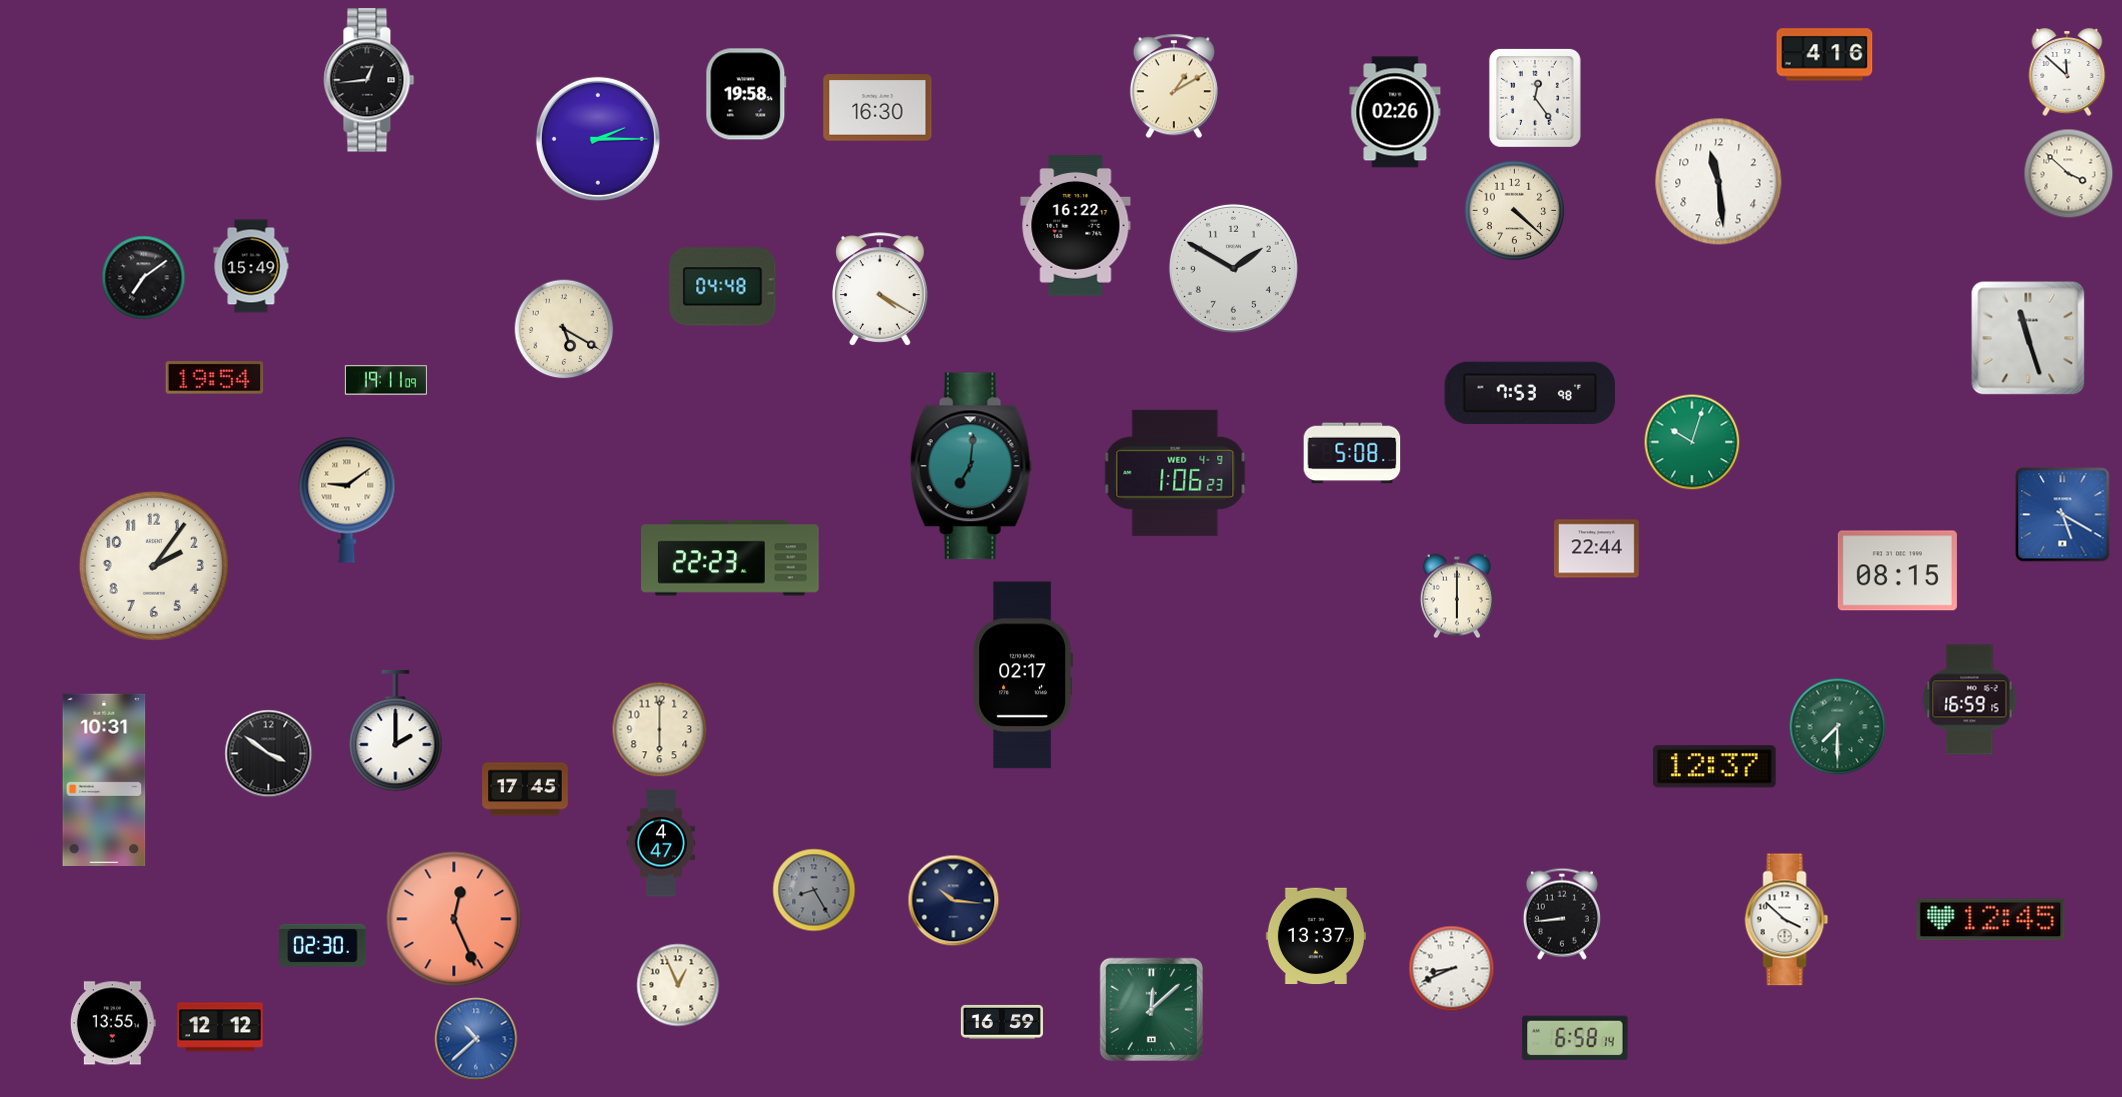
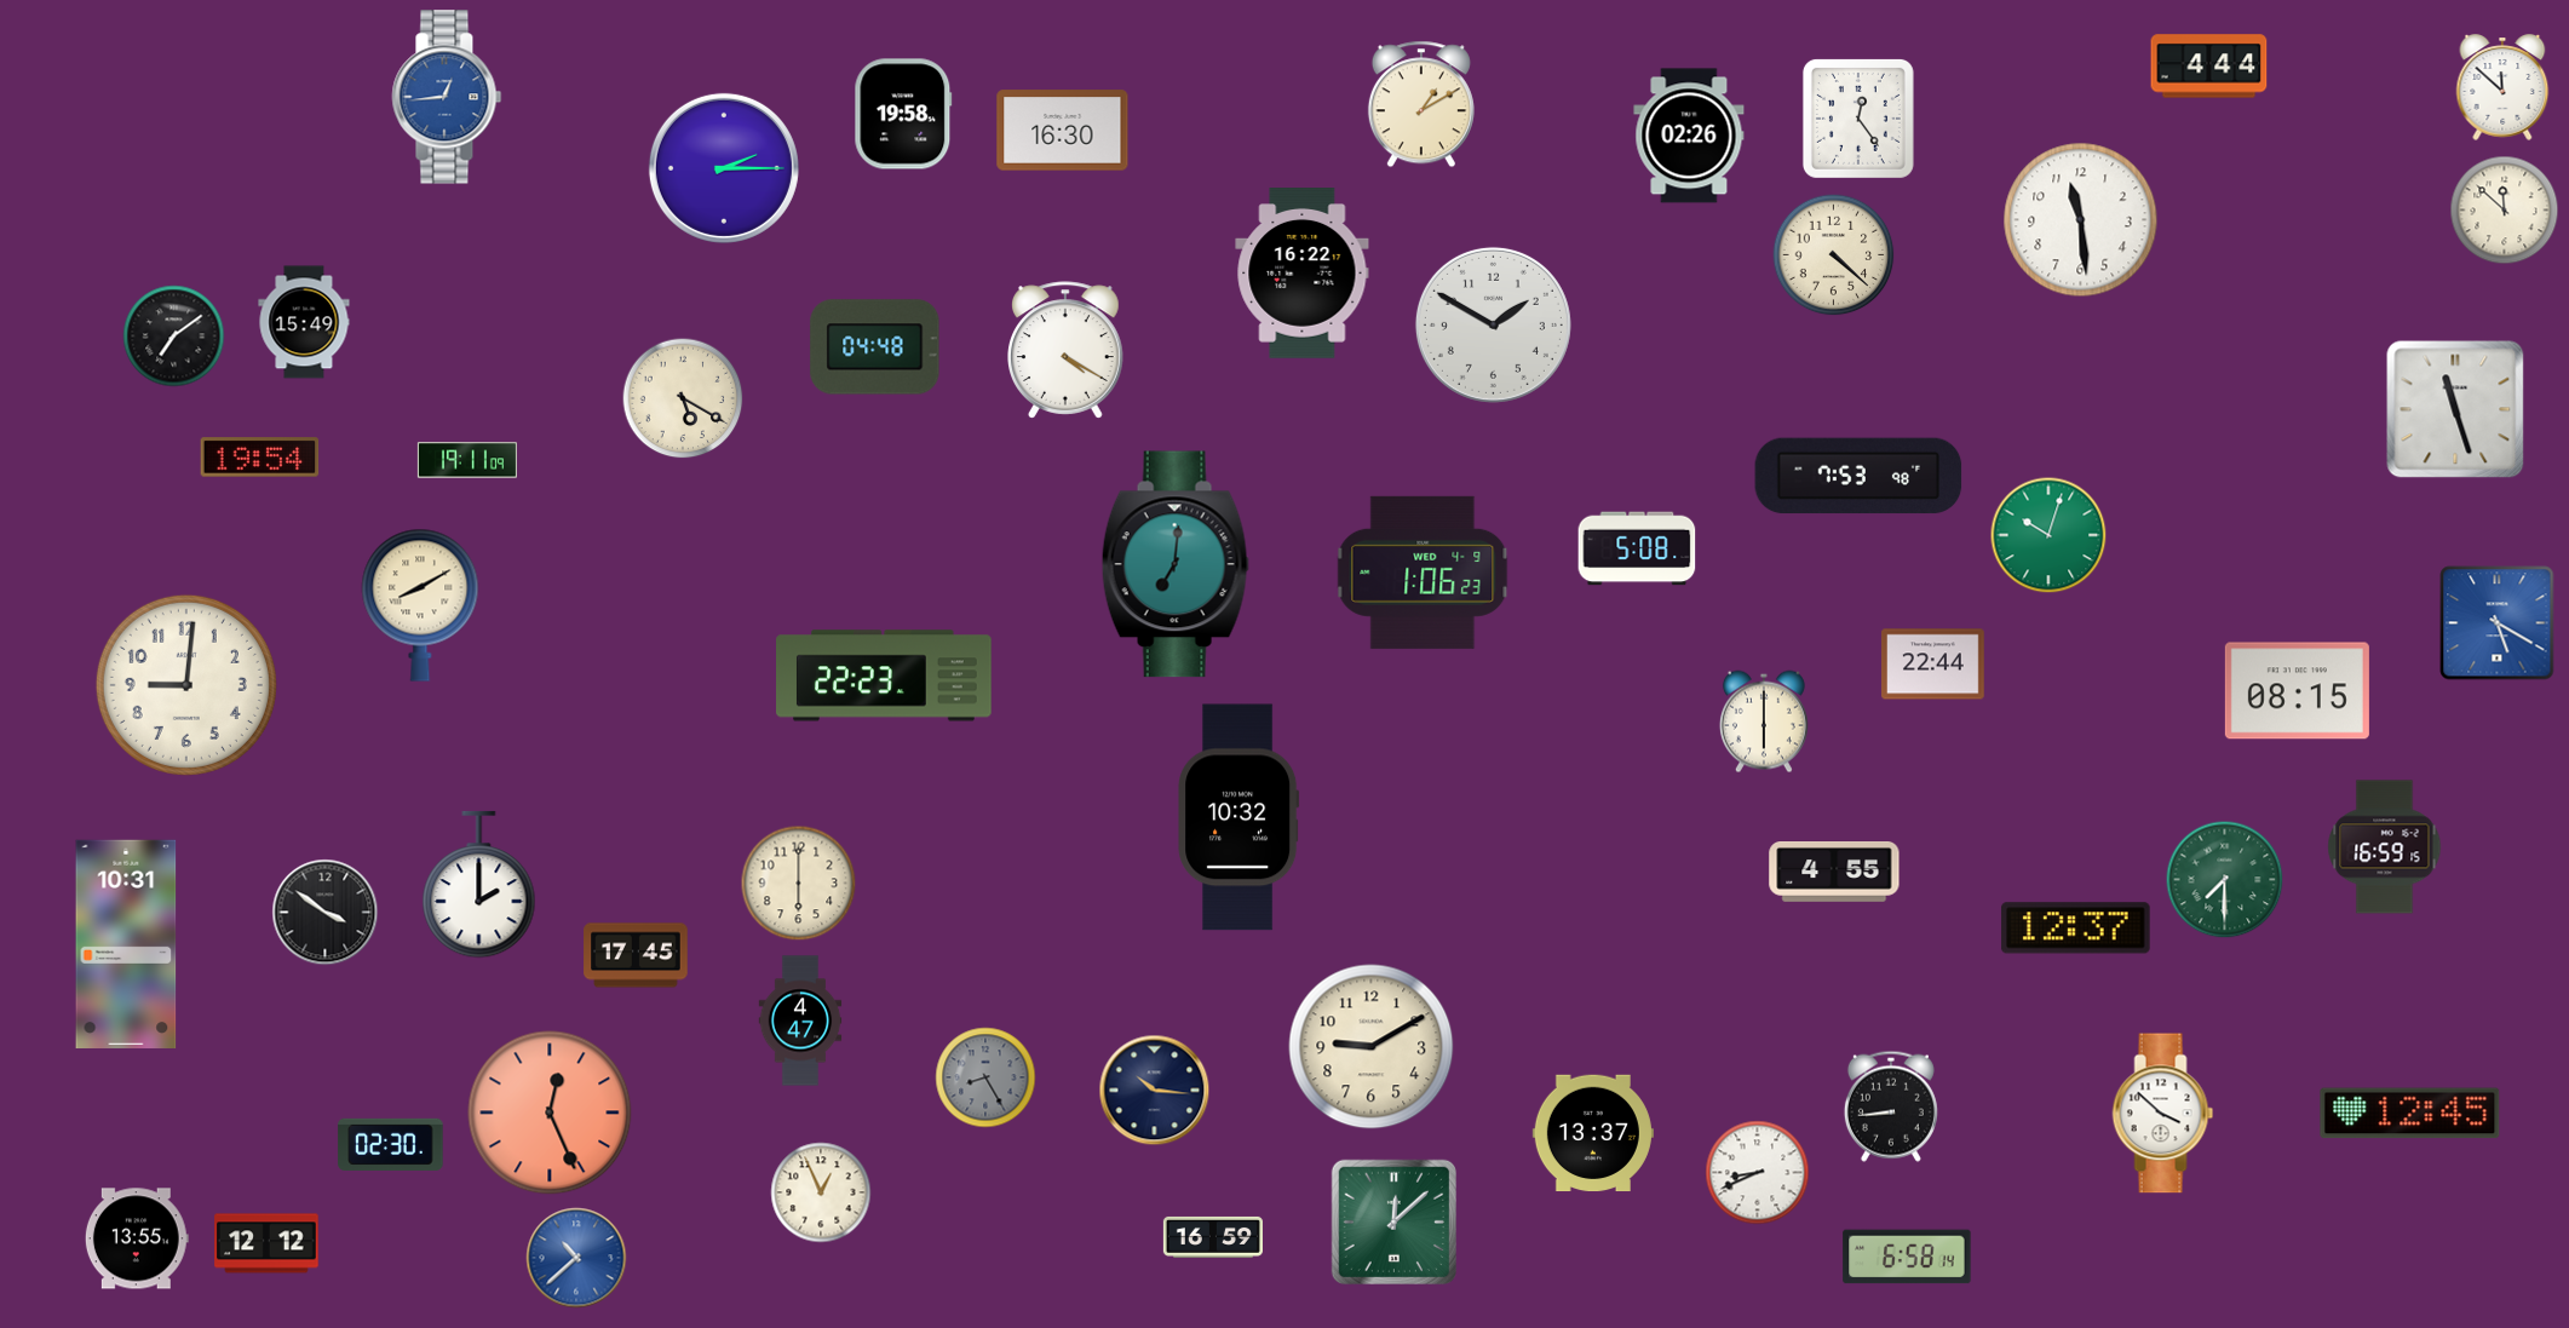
clock at (1825, 55): 4:16 -> 4:44
clock at (369, 80) dial: black -> blue
clock at (2069, 174): 3:52 -> 11:52
clock at (1530, 393) position: (1530, 393) -> (1858, 476)
clock at (347, 500): 9:09 -> 8:10
clock at (154, 566): 2:06 -> 9:01
clock at (1023, 675): 02:17 -> 10:32
clock at (1834, 873): none -> 4:55
clock at (1372, 1047): none -> 9:10
